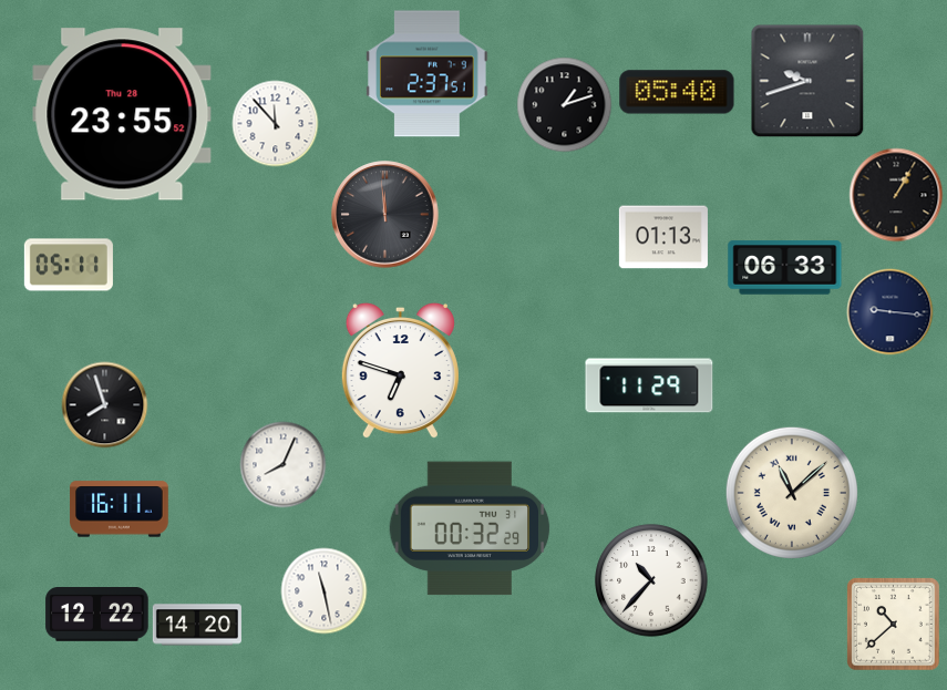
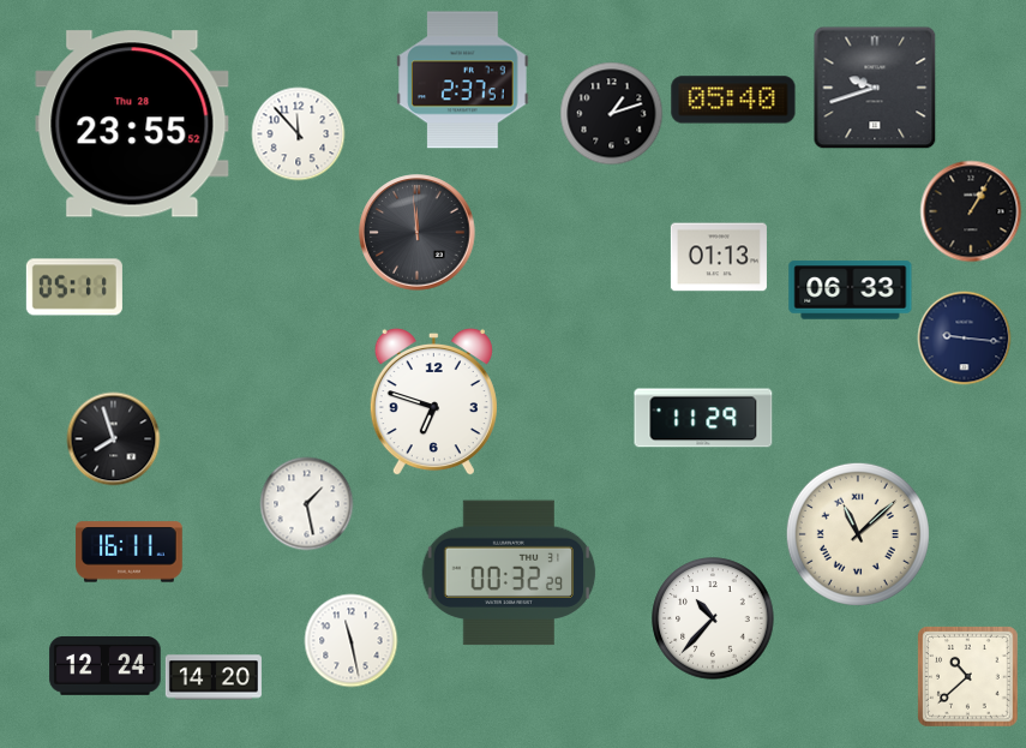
clock at (282, 464): 8:04 -> 1:28
clock at (651, 580) position: (651, 580) -> (713, 618)
clock at (97, 615): 12:22 -> 12:24
